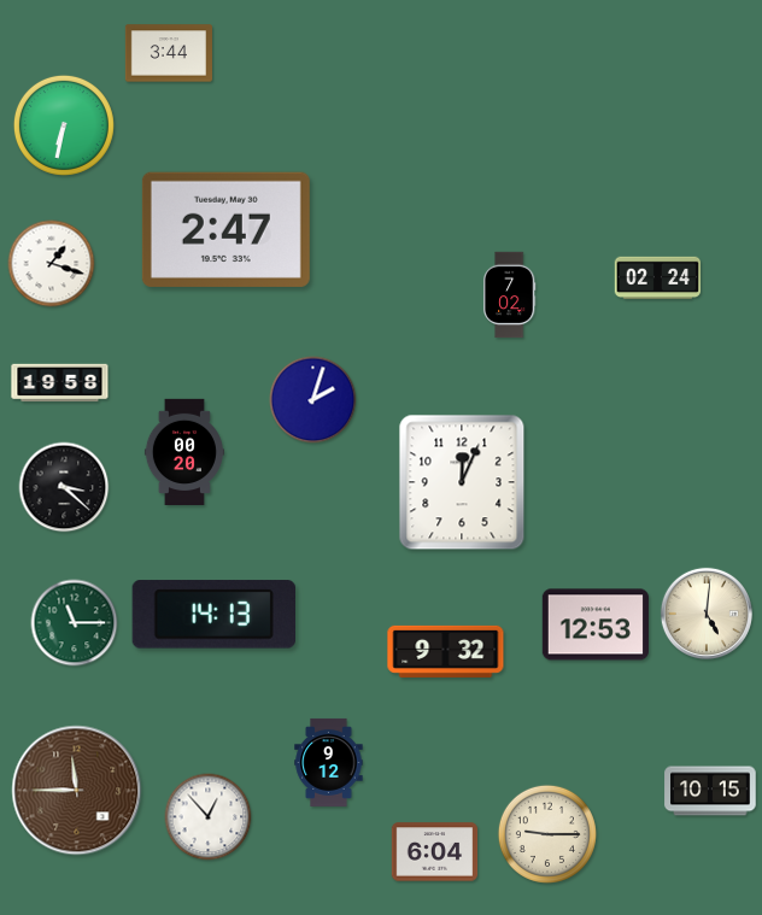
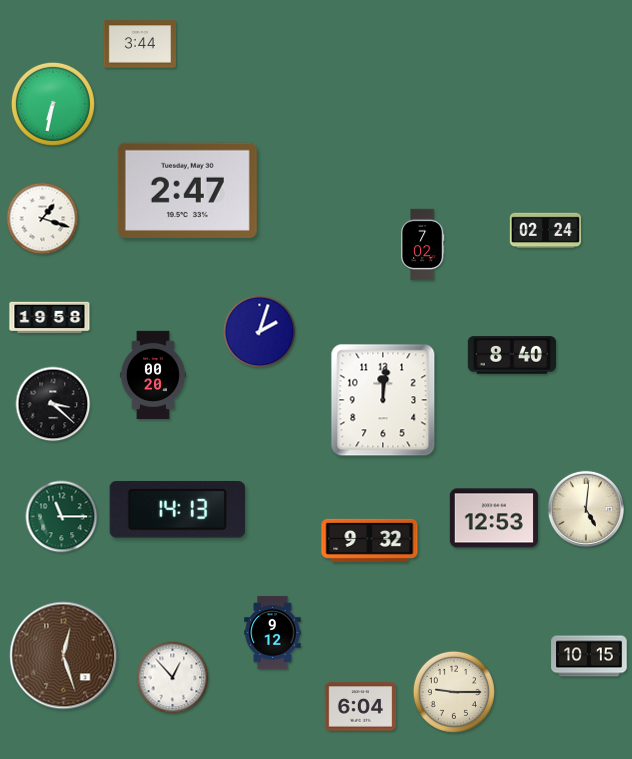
clock at (512, 355): none -> 8:40
clock at (462, 482): 12:04 -> 12:01
clock at (77, 791): 11:45 -> 12:27
